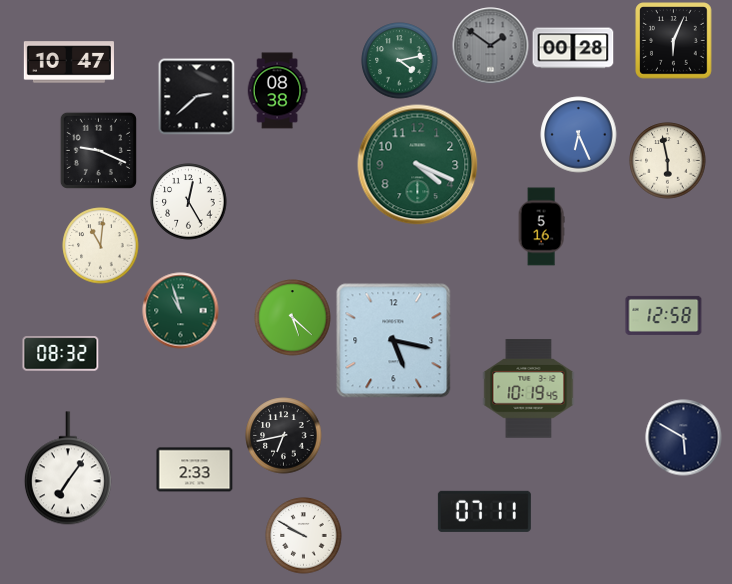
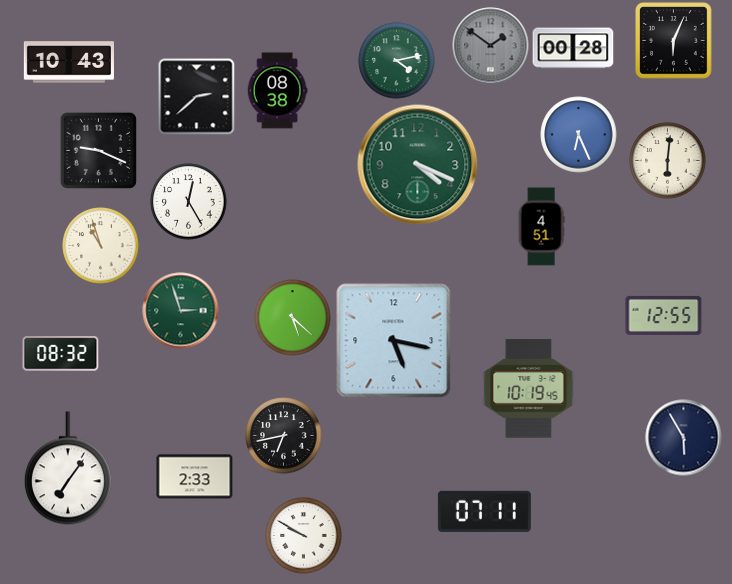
clock at (400, 61) position: (400, 61) -> (397, 61)
clock at (69, 62): 10:47 -> 10:43
clock at (668, 161): 5:58 -> 6:01
clock at (541, 227): 5:16 -> 4:51
clock at (101, 246): 11:01 -> 10:57
clock at (181, 311): 10:57 -> 2:57
clock at (664, 315): 12:58 -> 12:55
clock at (684, 438): 5:50 -> 5:55
clock at (195, 470) position: (195, 470) -> (195, 477)
